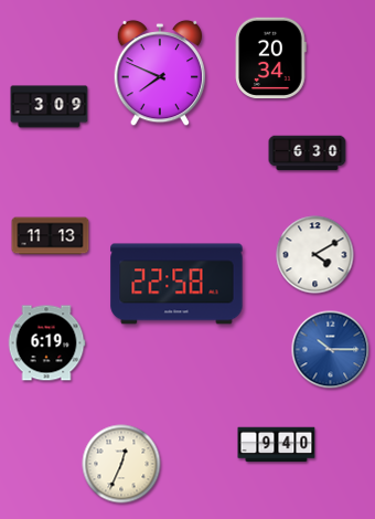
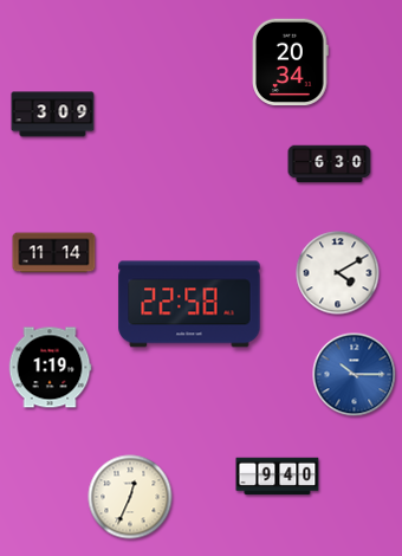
clock at (160, 73): 7:49 -> none
clock at (51, 236): 11:13 -> 11:14
clock at (46, 343): 6:19 -> 1:19
clock at (277, 445) position: (277, 445) -> (278, 477)
